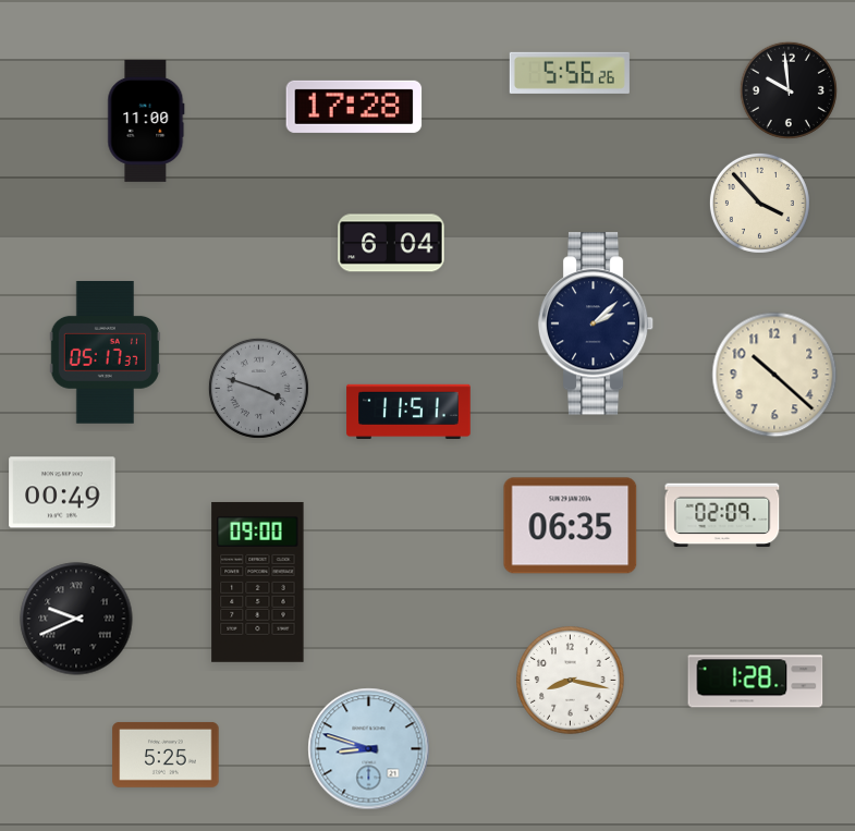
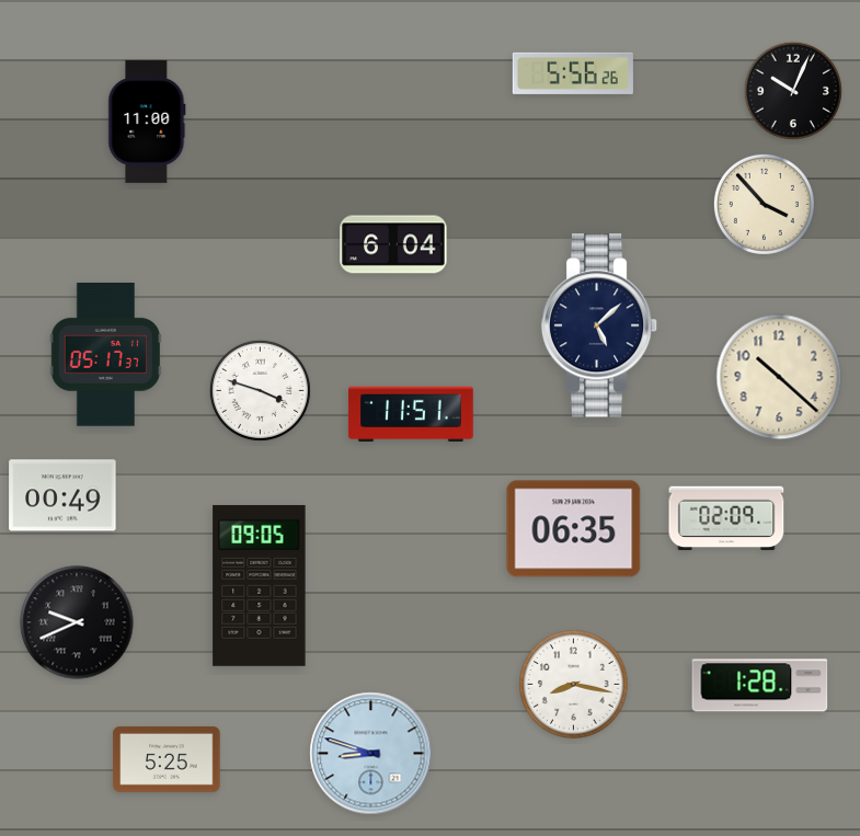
clock at (789, 90): 9:59 -> 10:04
clock at (354, 107): 17:28 -> none
clock at (596, 323): 2:08 -> 5:08
clock at (258, 388) dial: grey -> white
clock at (258, 582): 09:00 -> 09:05
